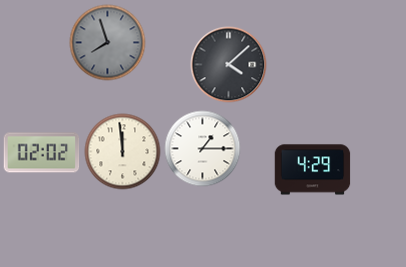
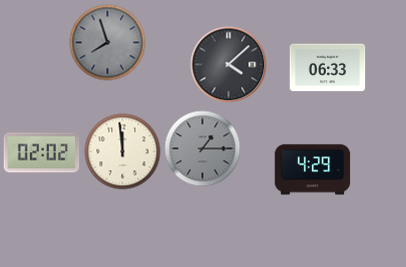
clock at (328, 68): none -> 06:33
clock at (203, 149) dial: white -> grey
